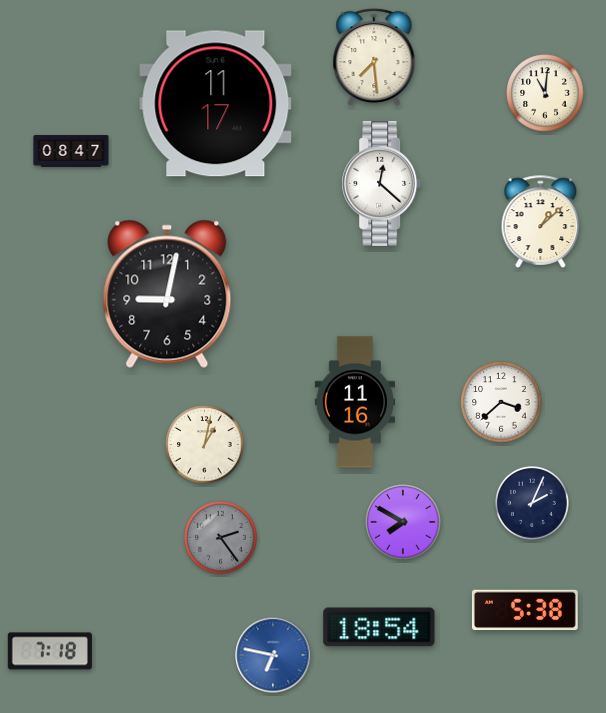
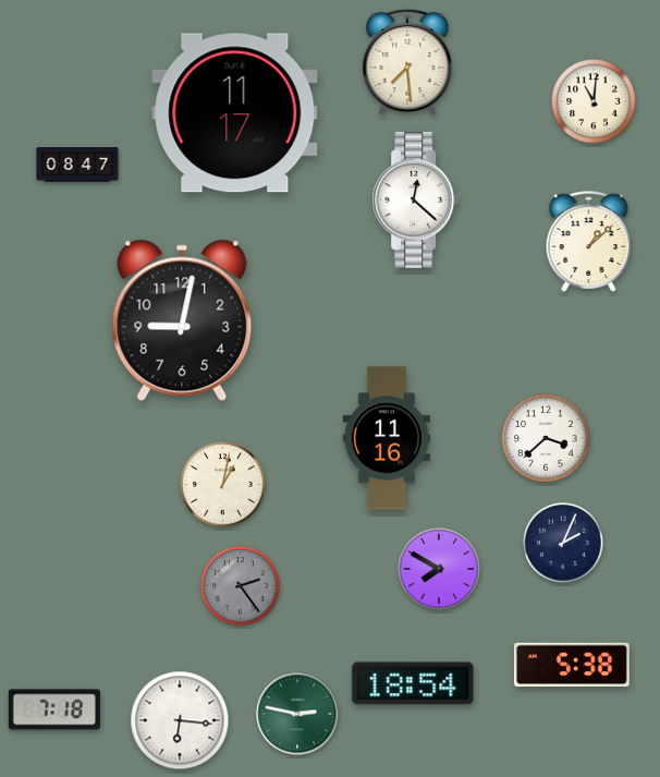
clock at (533, 504) position: (533, 504) -> (564, 544)
clock at (273, 655): 6:47 -> 2:47
clock at (273, 655) dial: blue -> green
clock at (180, 720): none -> 6:16
